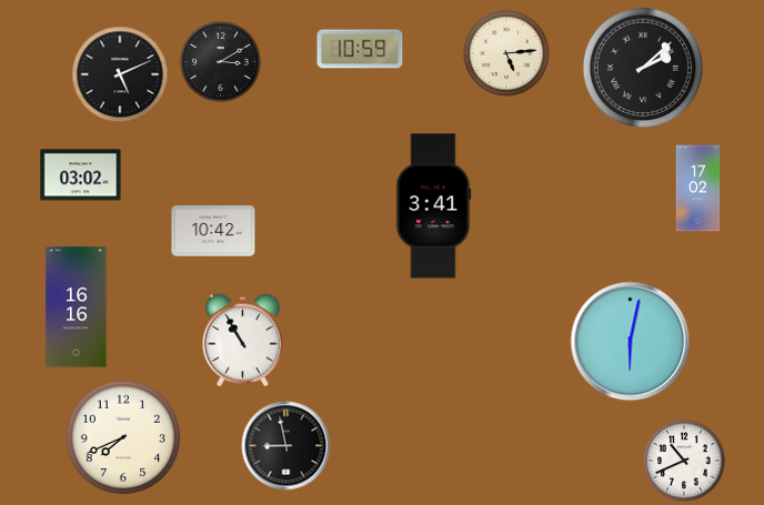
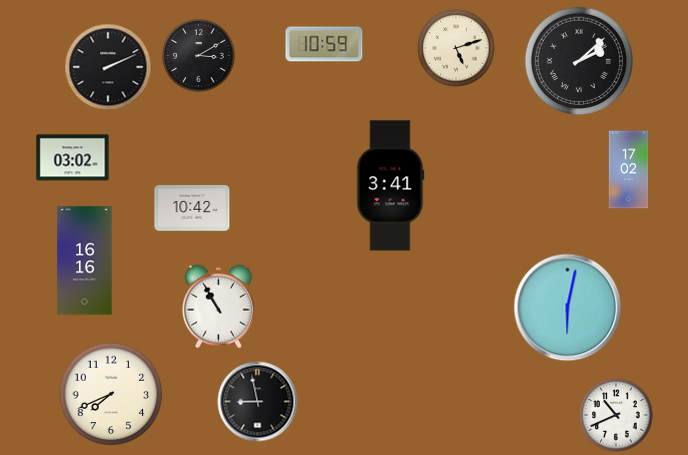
clock at (506, 53): 5:14 -> 5:12
clock at (120, 74): 5:11 -> 2:11
clock at (77, 307) position: (77, 307) -> (85, 261)
